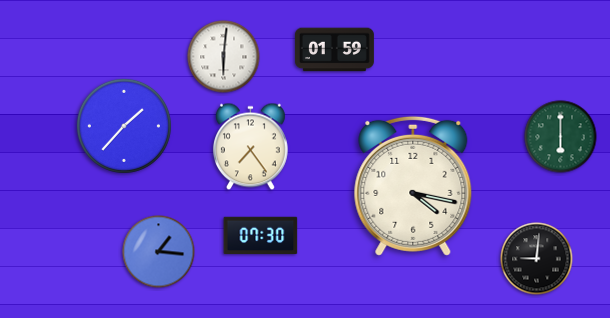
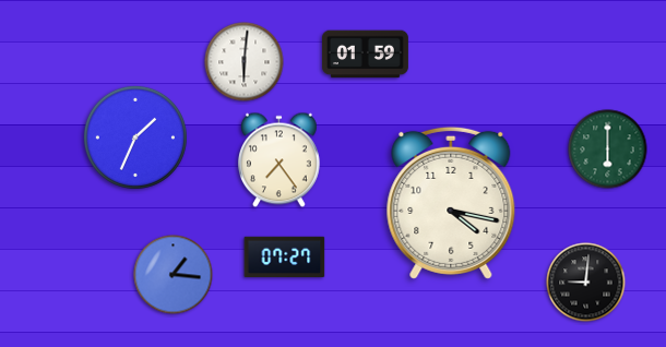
clock at (124, 126): 1:37 -> 1:34
clock at (561, 137) position: (561, 137) -> (608, 149)
clock at (251, 147) position: (251, 147) -> (280, 160)
clock at (261, 236): 07:30 -> 07:27
